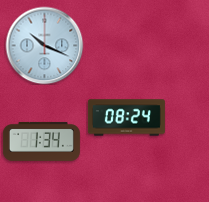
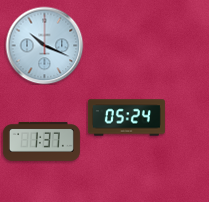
clock at (126, 118): 08:24 -> 05:24
clock at (41, 141): 1:34 -> 1:37
